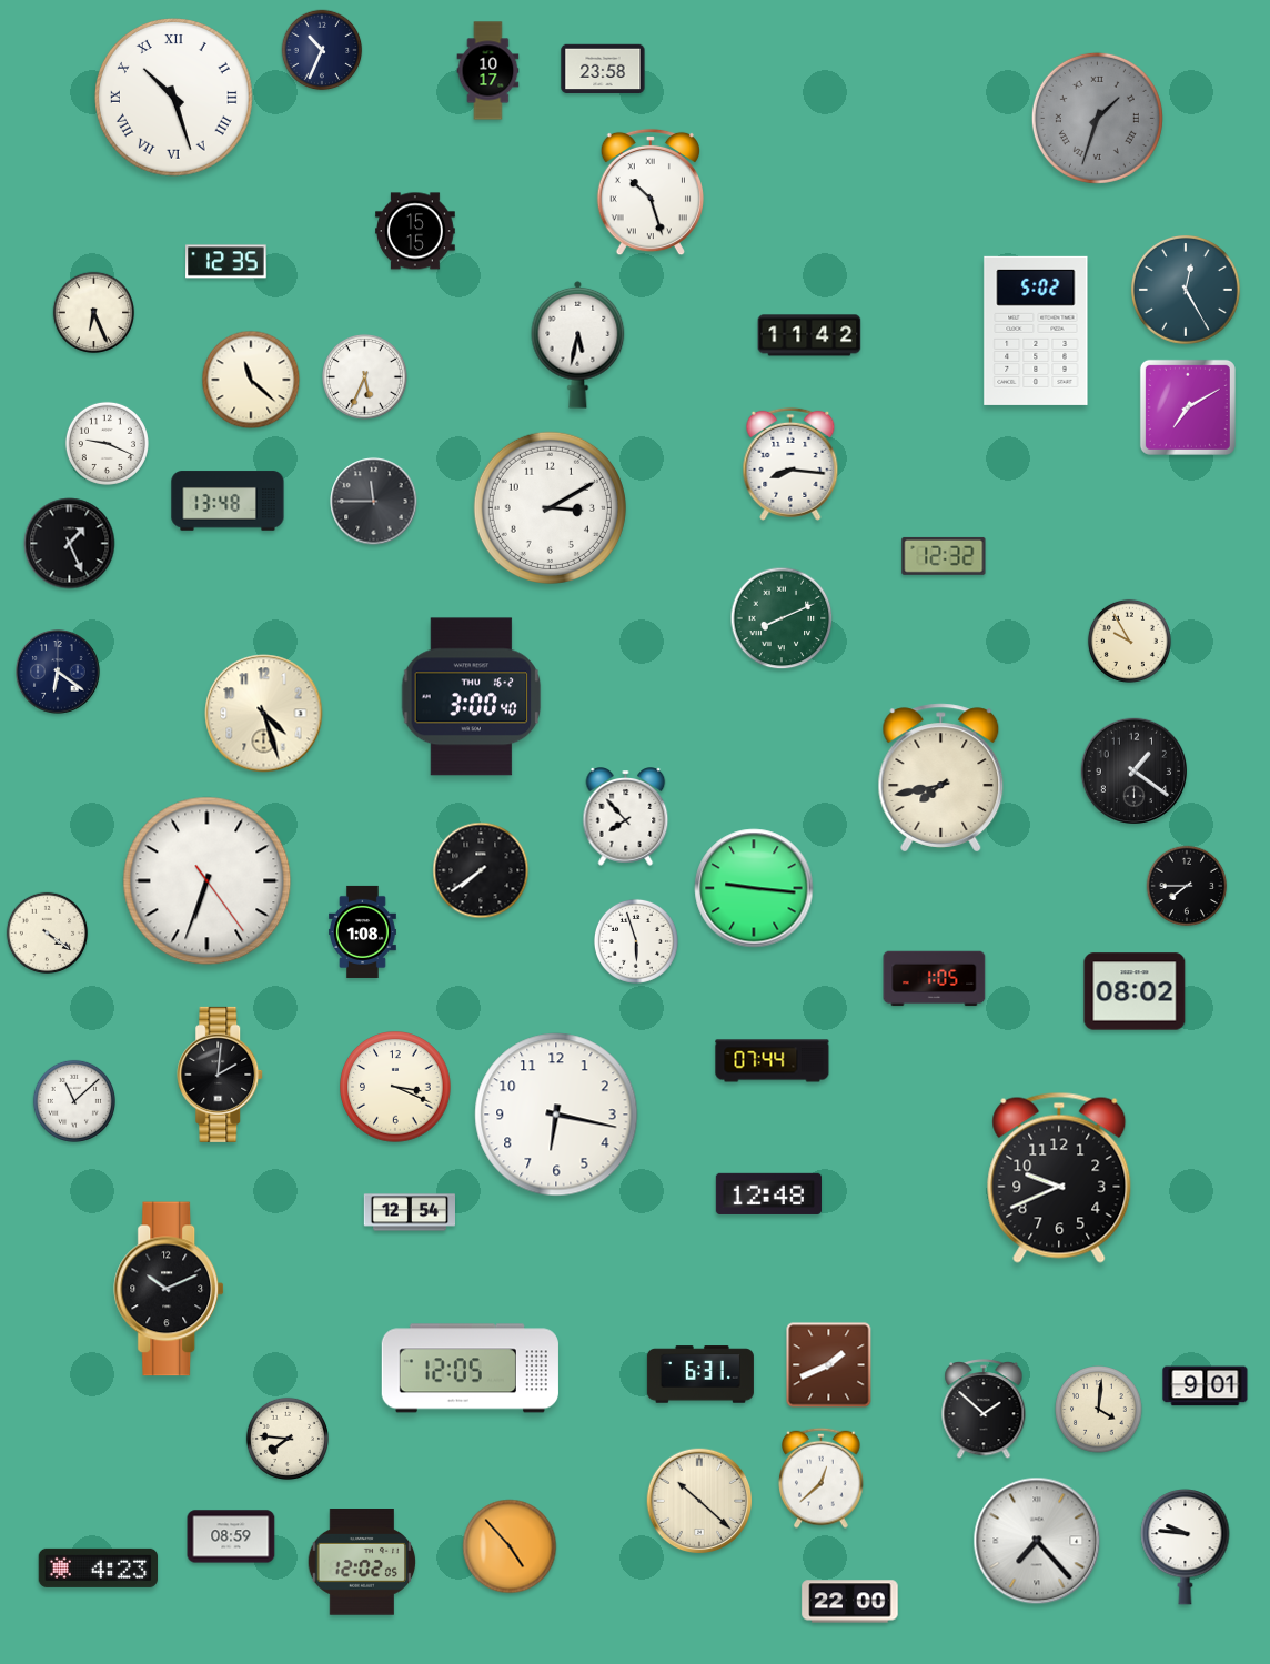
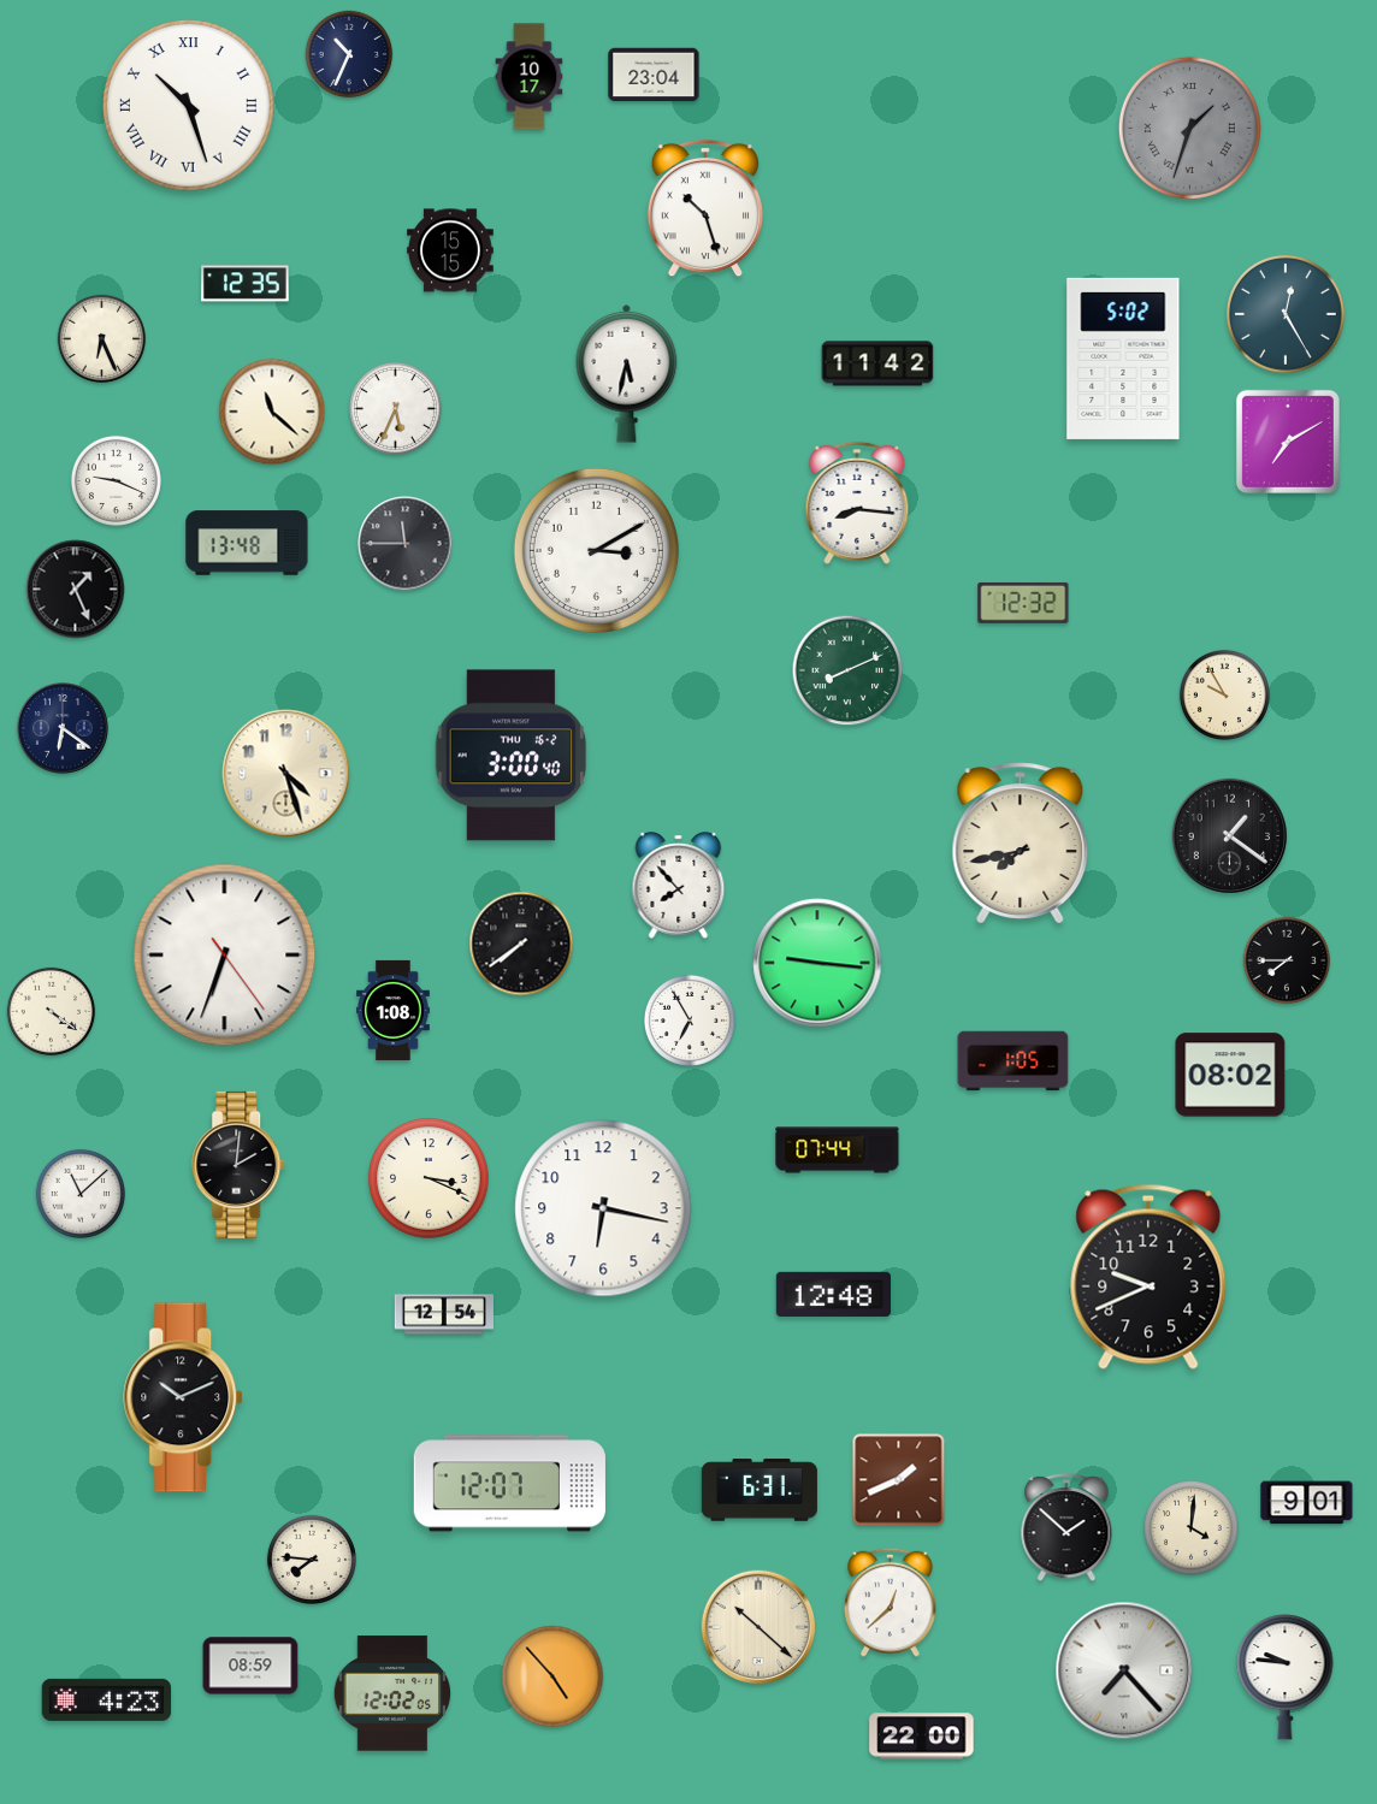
clock at (603, 69): 23:58 -> 23:04
clock at (636, 941): 5:57 -> 6:55
clock at (470, 1369): 12:05 -> 12:07
